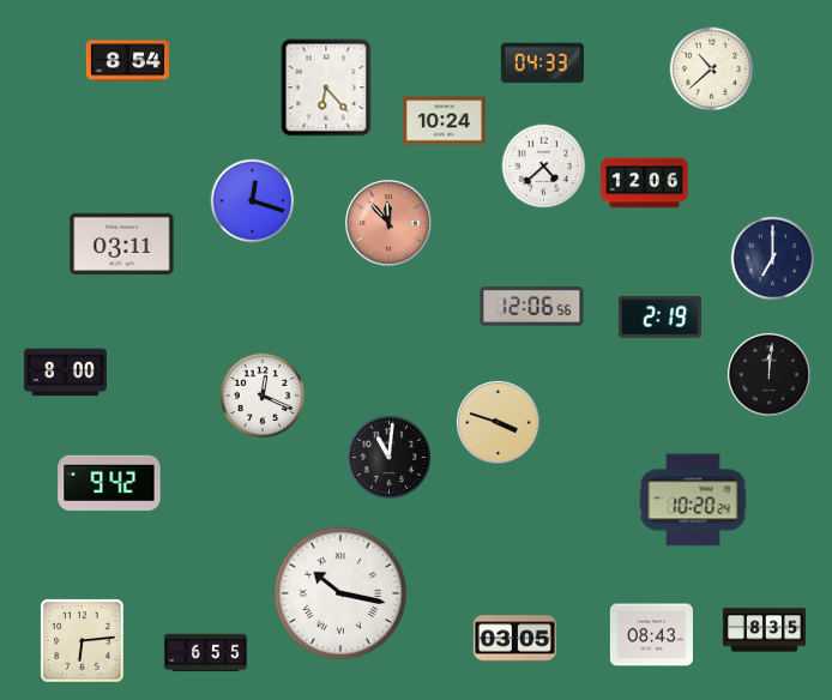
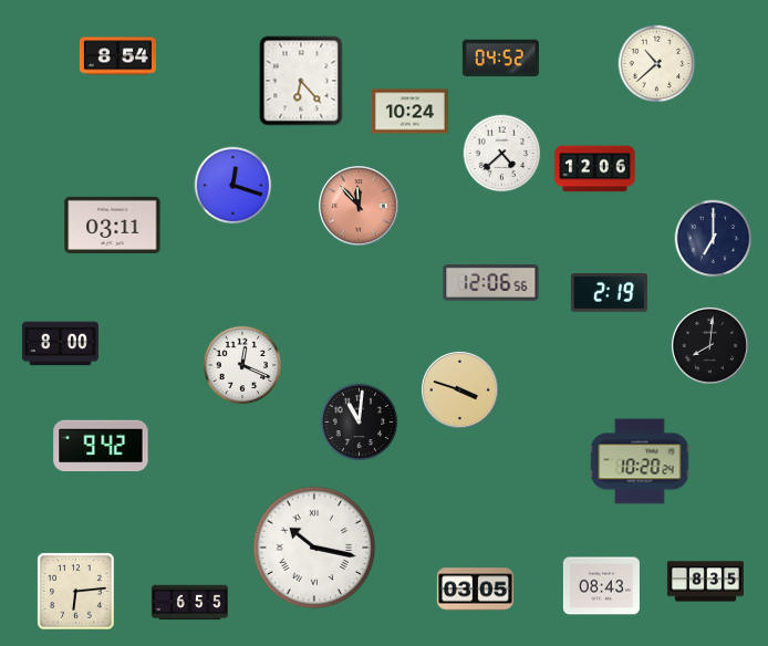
clock at (542, 64): 04:33 -> 04:52
clock at (768, 374): 12:01 -> 8:01
